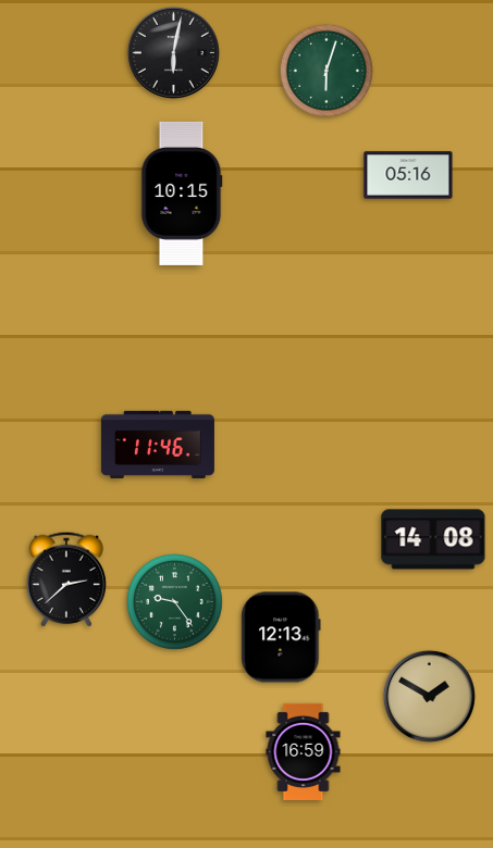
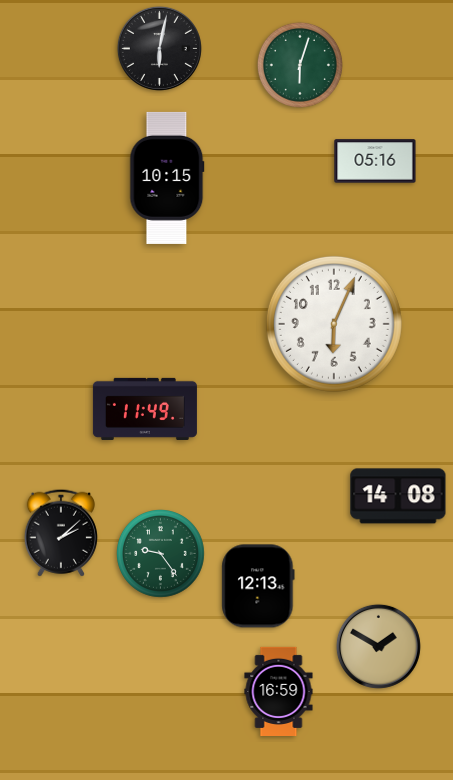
clock at (334, 324): none -> 6:04
clock at (158, 445): 11:46 -> 11:49
clock at (66, 579): 2:38 -> 2:08
clock at (429, 696) position: (429, 696) -> (378, 646)
